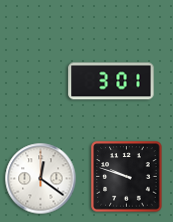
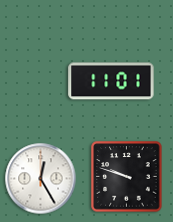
clock at (111, 81): 3:01 -> 11:01
clock at (41, 179): 12:21 -> 12:25
